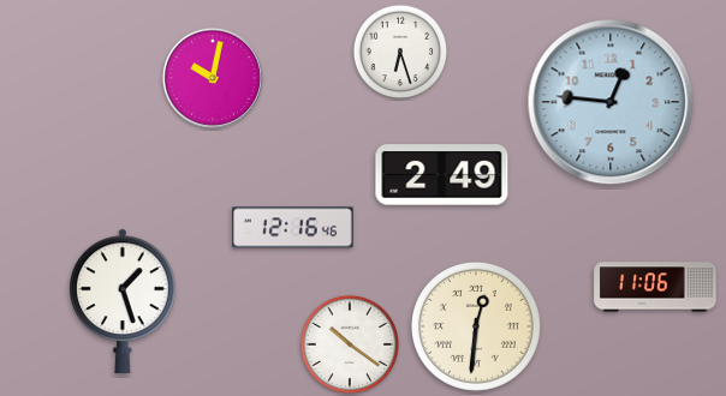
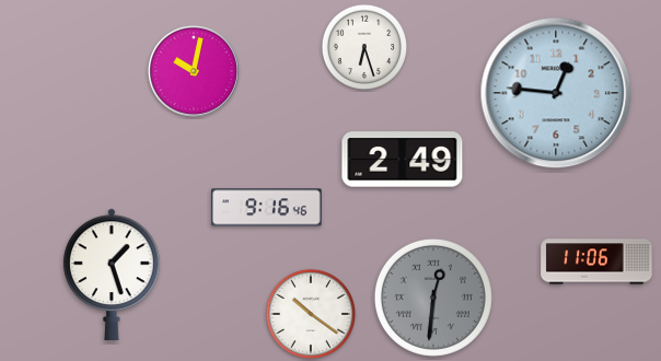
clock at (293, 228): 12:16 -> 9:16
clock at (476, 326) dial: cream -> grey
clock at (349, 343) position: (349, 343) -> (310, 313)
